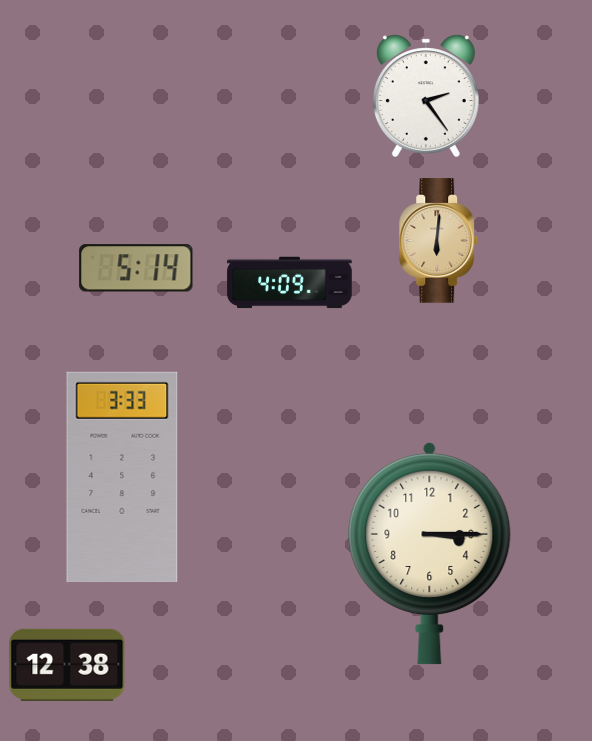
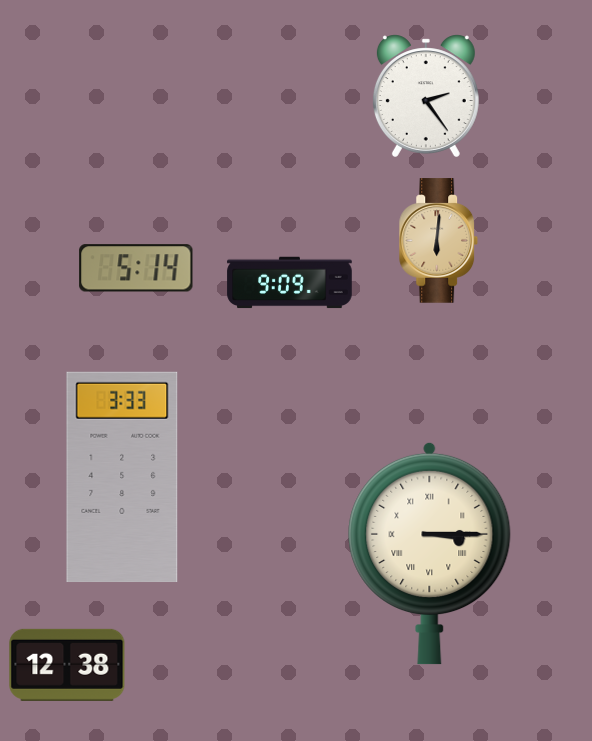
clock at (290, 283): 4:09 -> 9:09
clock at (430, 553) numerals: Arabic -> Roman
